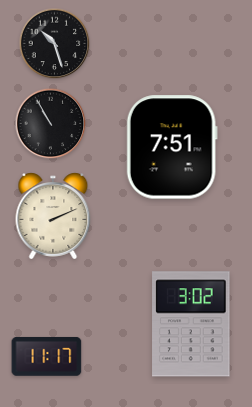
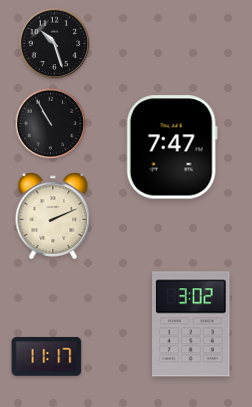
clock at (172, 147): 7:51 -> 7:47
